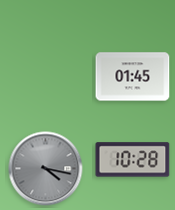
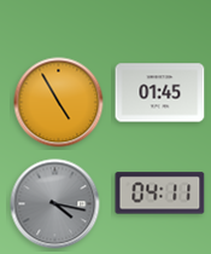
clock at (59, 103): none -> 4:55
clock at (133, 160): 10:28 -> 04:11
